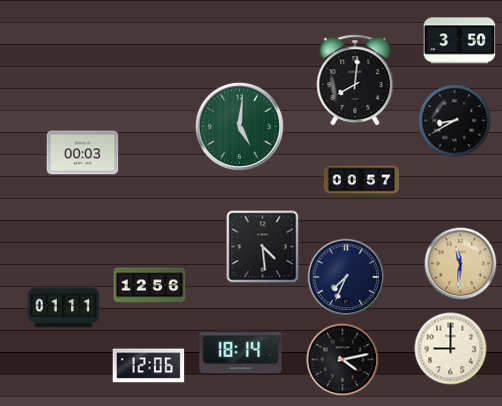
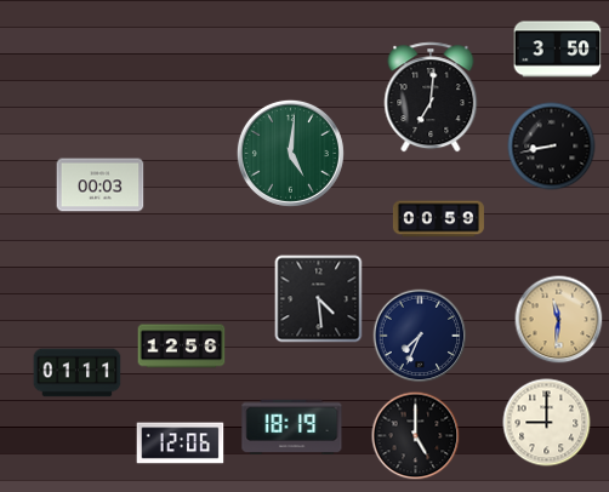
clock at (355, 80): 8:01 -> 7:01
clock at (455, 121): 8:40 -> 8:43
clock at (361, 181): 00:57 -> 00:59
clock at (241, 353): 18:14 -> 18:19
clock at (343, 360): 4:13 -> 5:00
